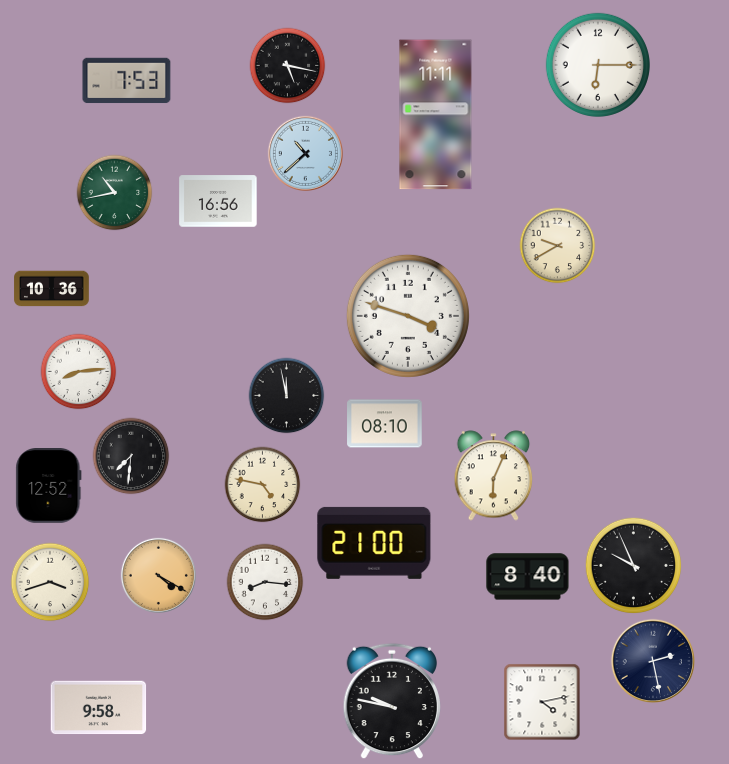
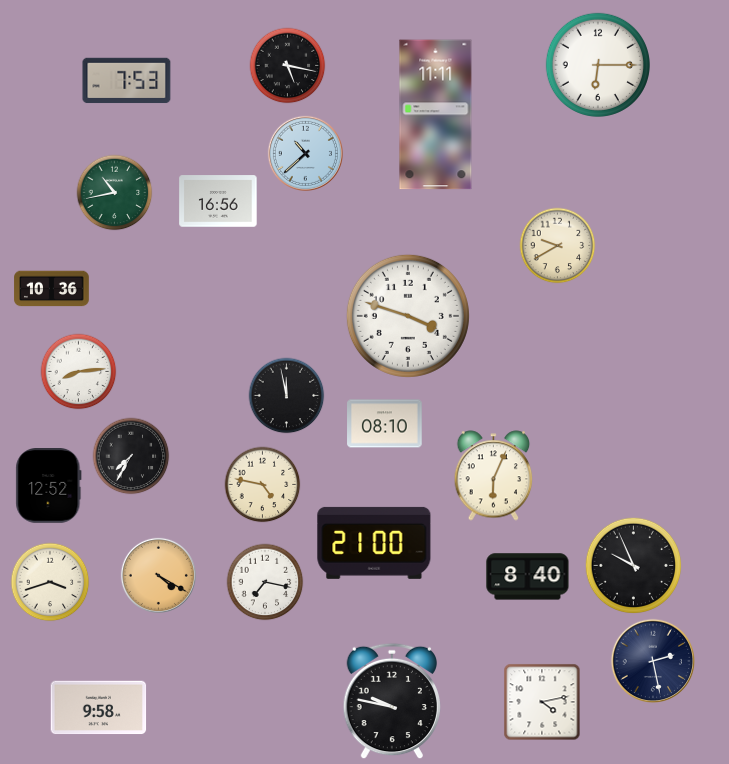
clock at (131, 456): 7:31 -> 7:35
clock at (265, 582): 8:16 -> 7:17
